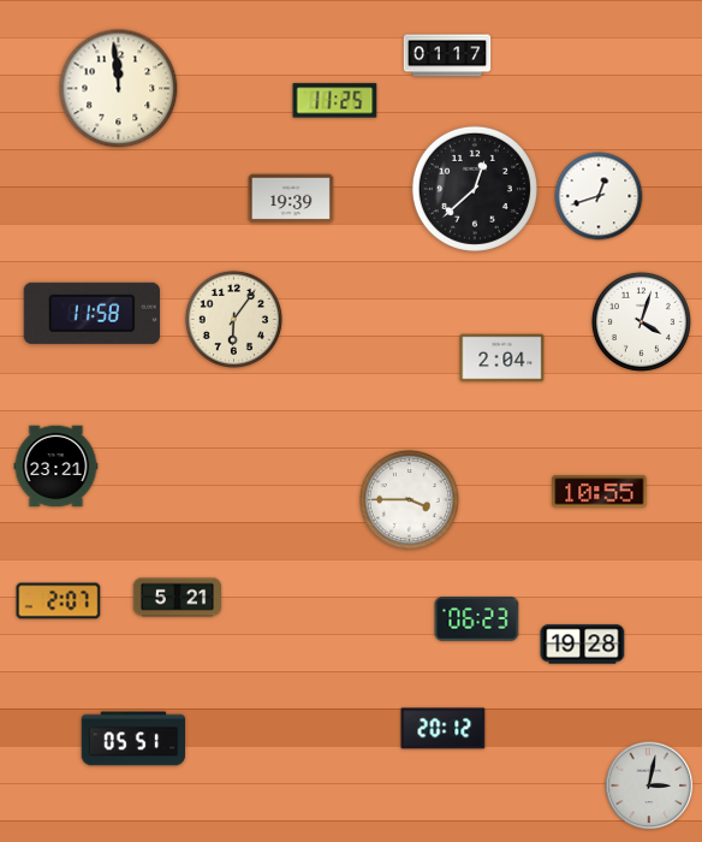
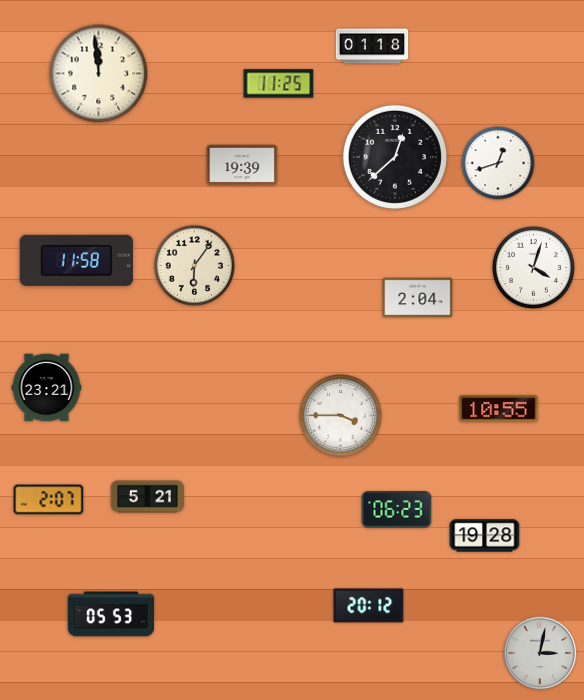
clock at (447, 55): 01:17 -> 01:18
clock at (477, 619) position: (477, 619) -> (397, 510)
clock at (133, 739): 05:51 -> 05:53
